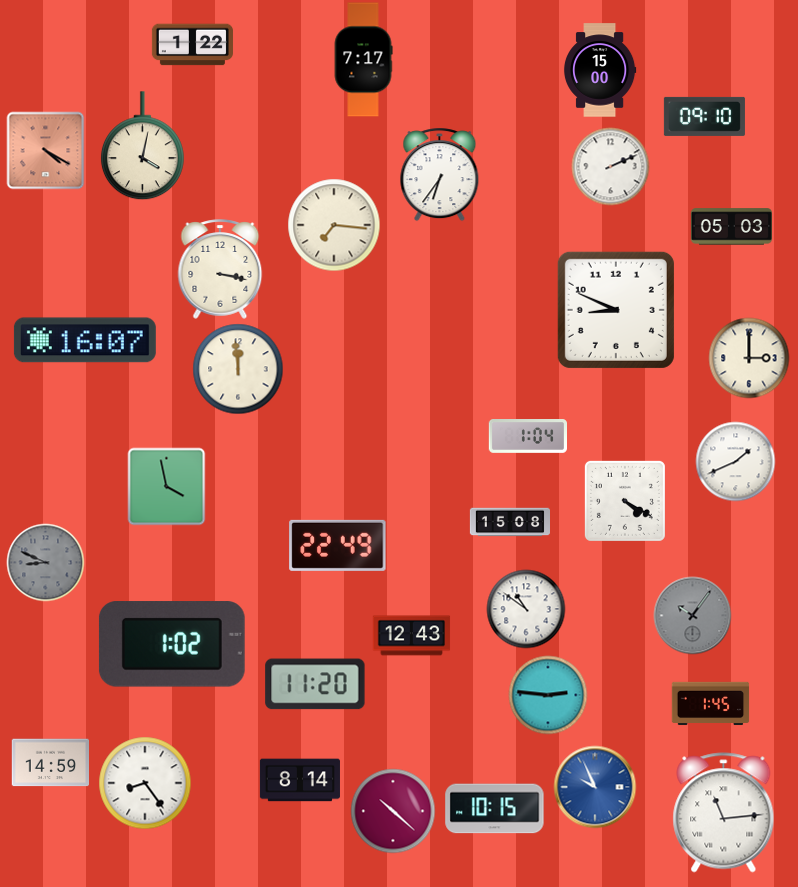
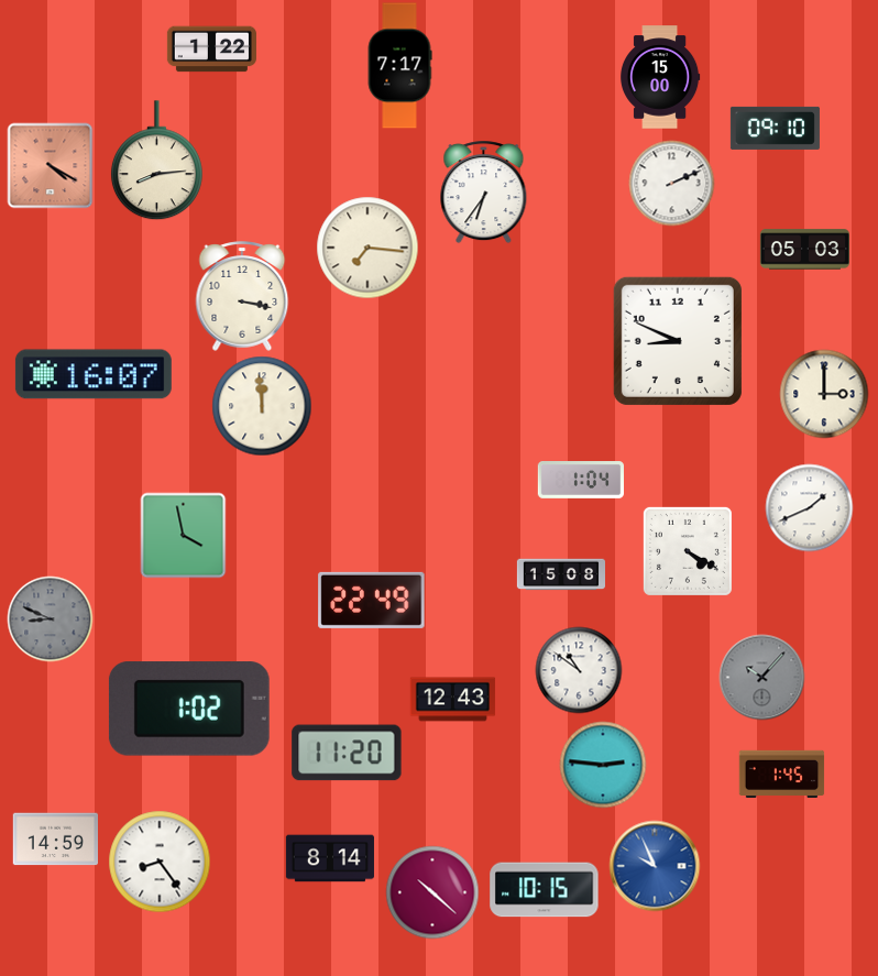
clock at (142, 146): 4:02 -> 8:14
clock at (692, 615): 10:06 -> 10:07
clock at (724, 813): 11:14 -> none
